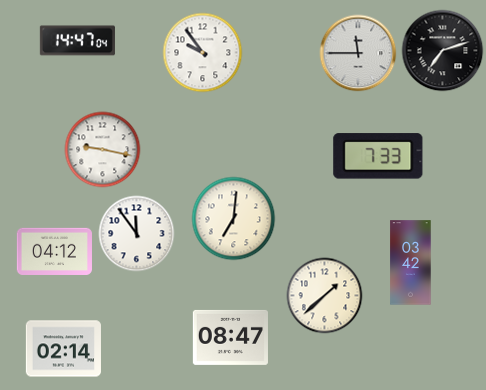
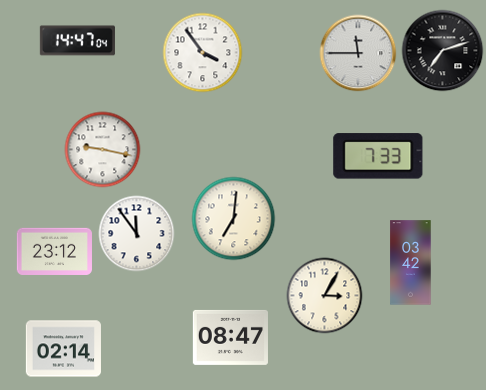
clock at (203, 53): 9:54 -> 3:54
clock at (54, 251): 04:12 -> 23:12
clock at (325, 296): 1:38 -> 3:05
